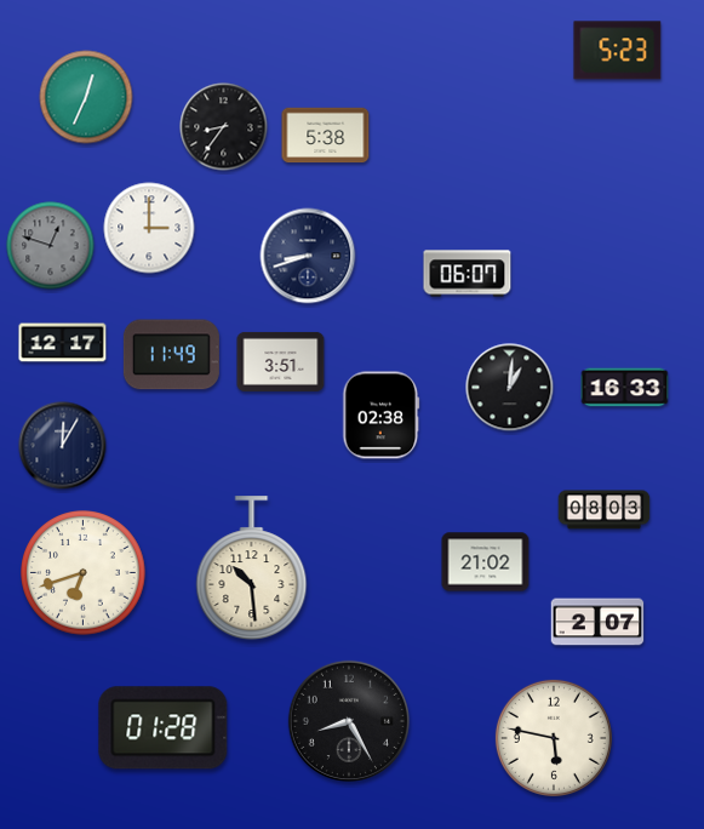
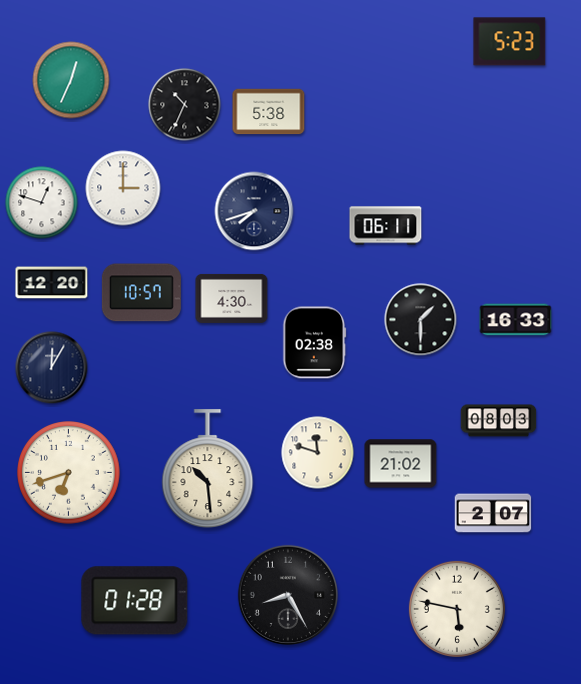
clock at (224, 127): 8:36 -> 10:34
clock at (51, 246) dial: grey -> white
clock at (308, 256): 8:42 -> 7:42
clock at (468, 274): 06:07 -> 06:11
clock at (63, 343): 12:17 -> 12:20
clock at (171, 355): 11:49 -> 10:57
clock at (281, 361): 3:51 -> 4:30
clock at (510, 388): 1:01 -> 1:30
clock at (318, 453): none -> 11:48
